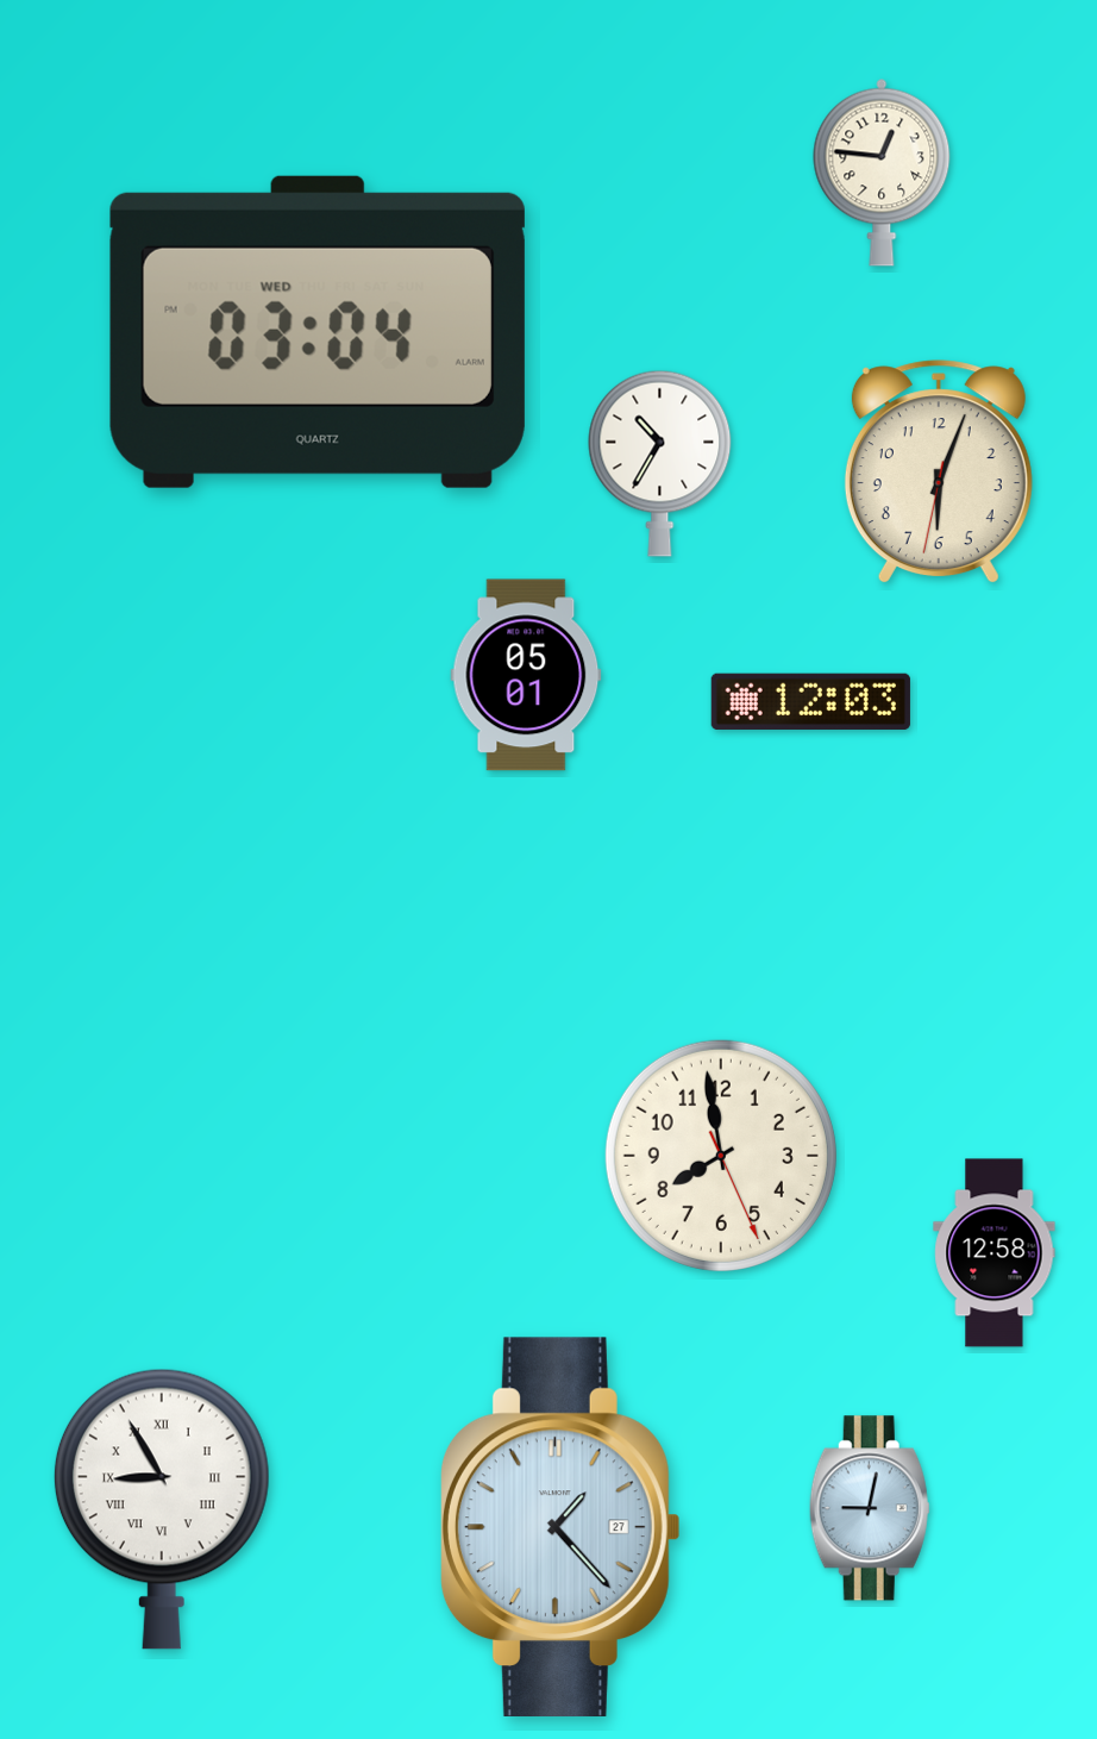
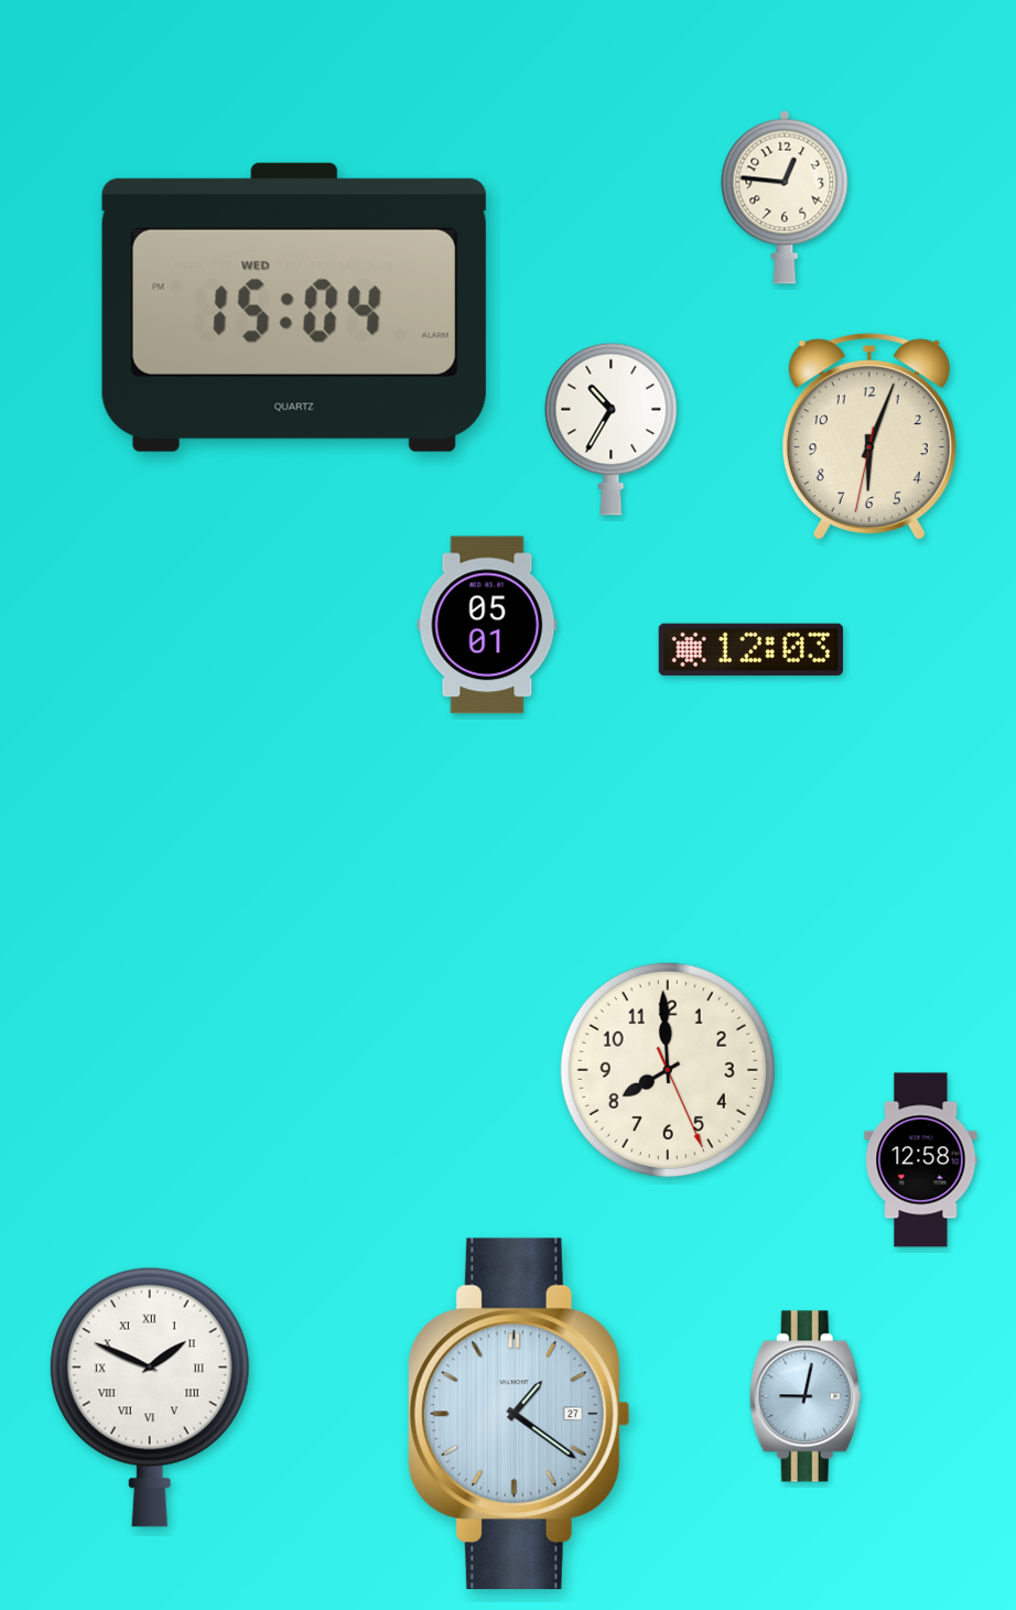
clock at (882, 173) position: (882, 173) -> (785, 197)
clock at (318, 332): 03:04 -> 15:04
clock at (721, 1156): 7:58 -> 7:59
clock at (162, 1509): 8:55 -> 1:49
clock at (560, 1526): 1:23 -> 1:21
